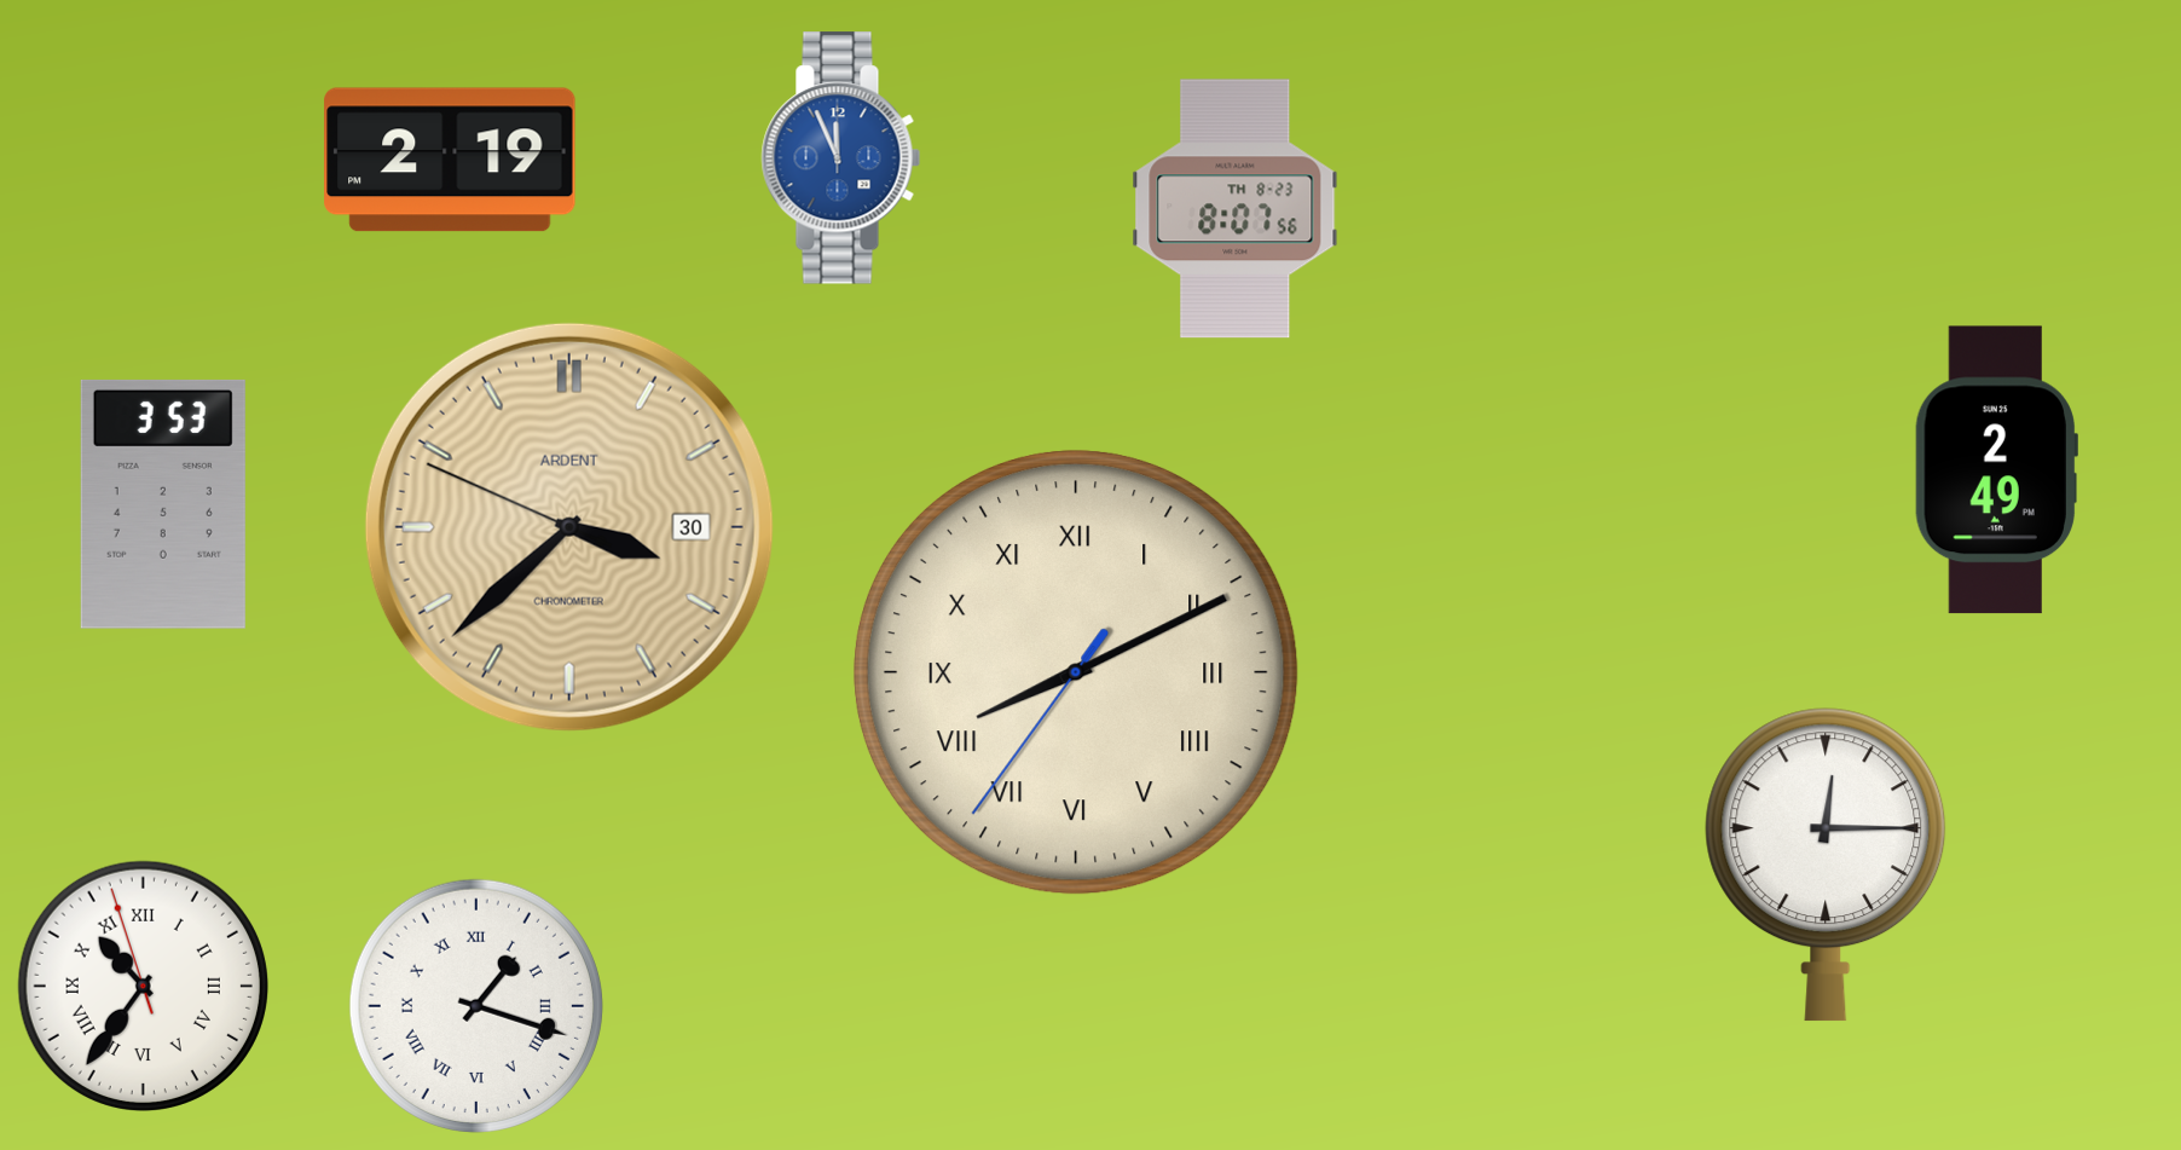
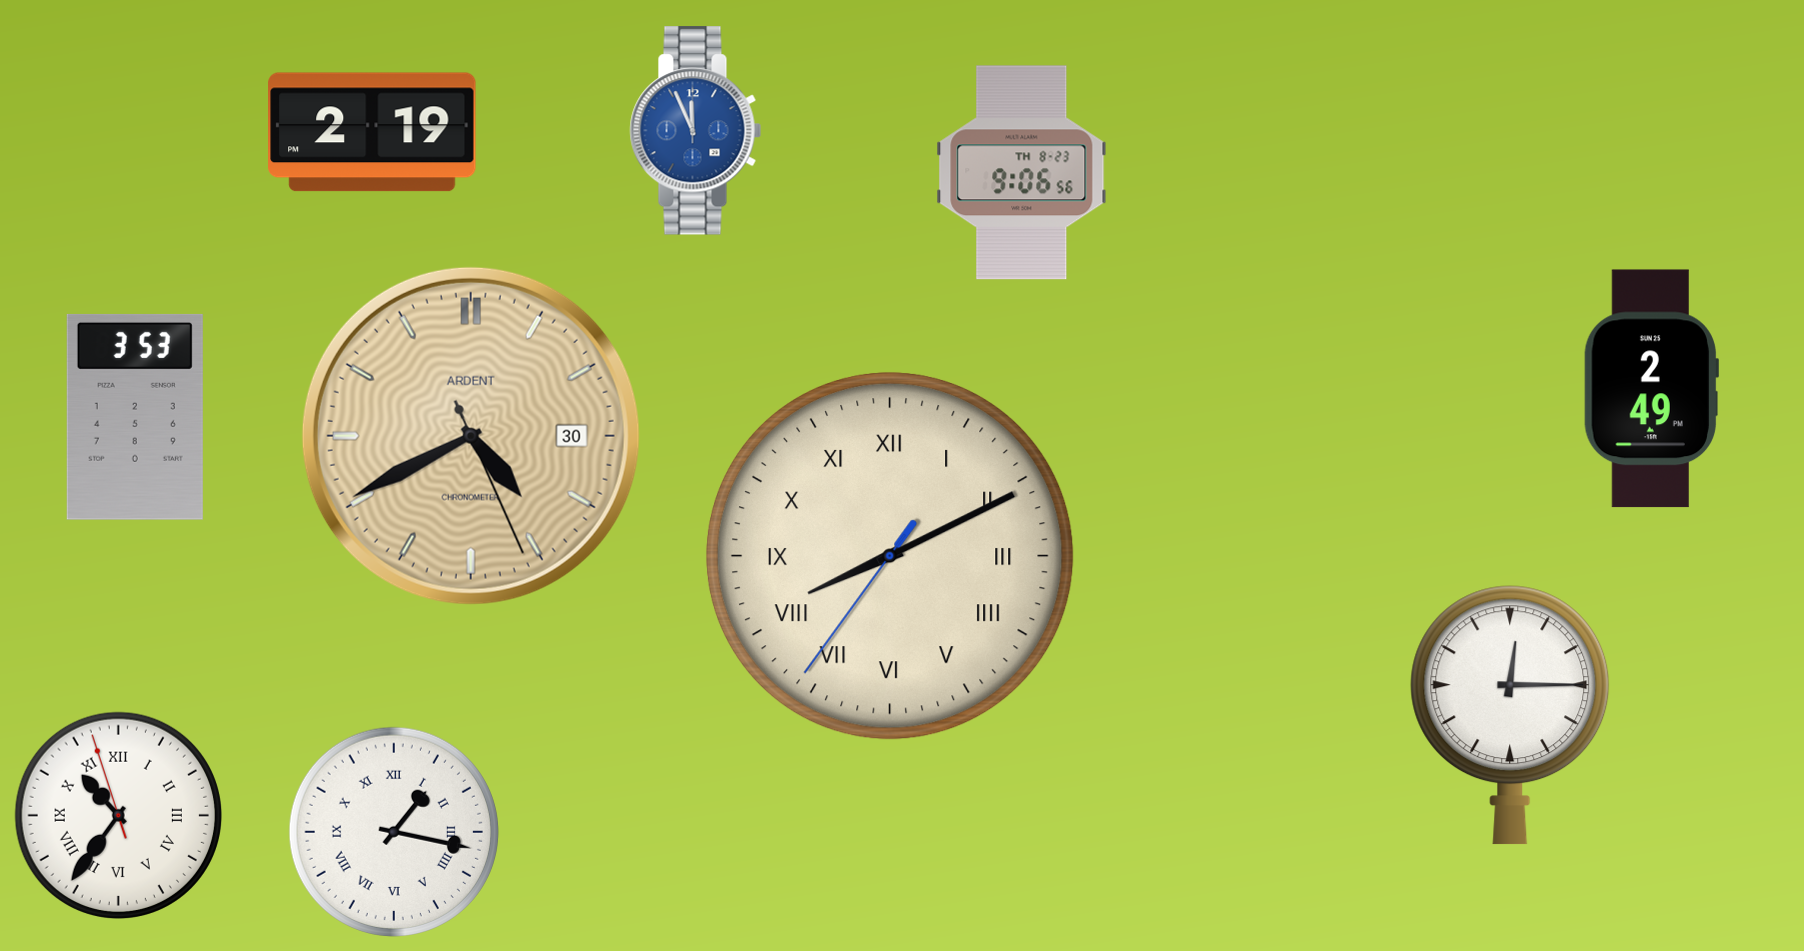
clock at (1236, 209): 8:07 -> 9:06
clock at (569, 527): 3:37 -> 4:40
clock at (476, 1006): 1:18 -> 1:17
